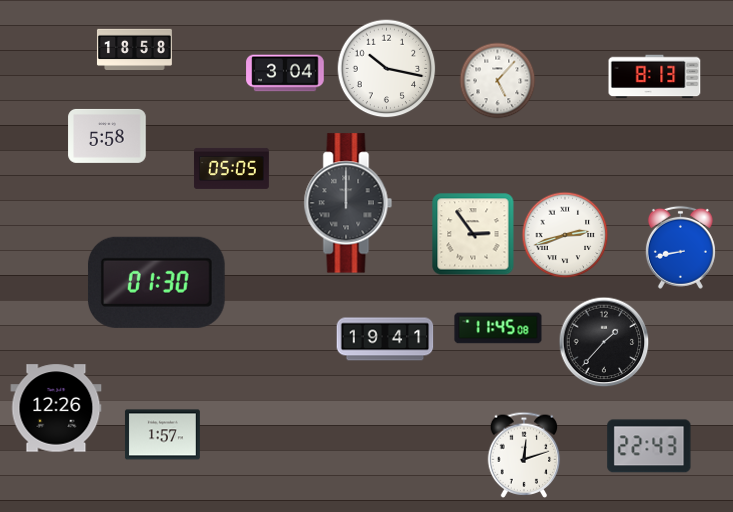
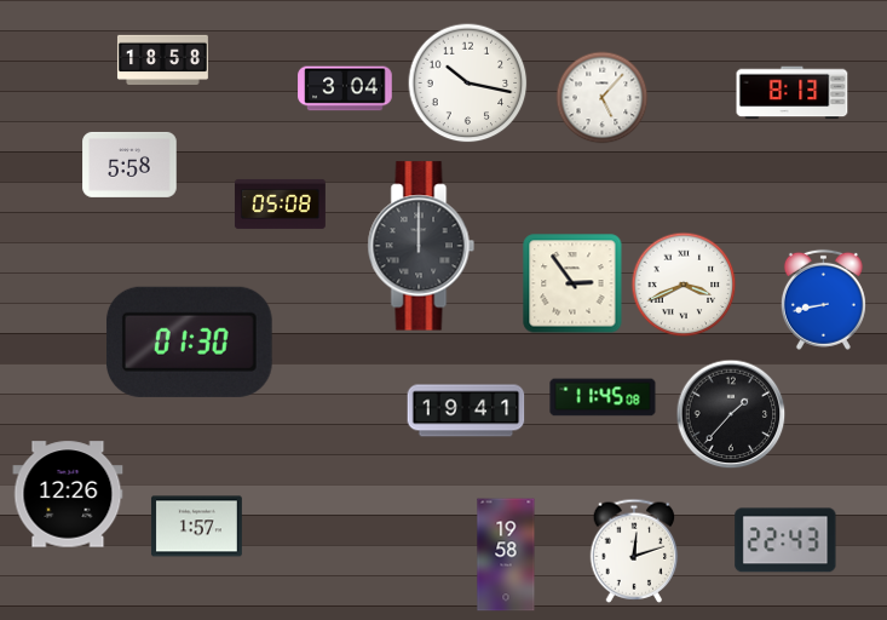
clock at (231, 168): 05:05 -> 05:08
clock at (565, 235): 2:42 -> 3:41
clock at (506, 555): none -> 19:58
